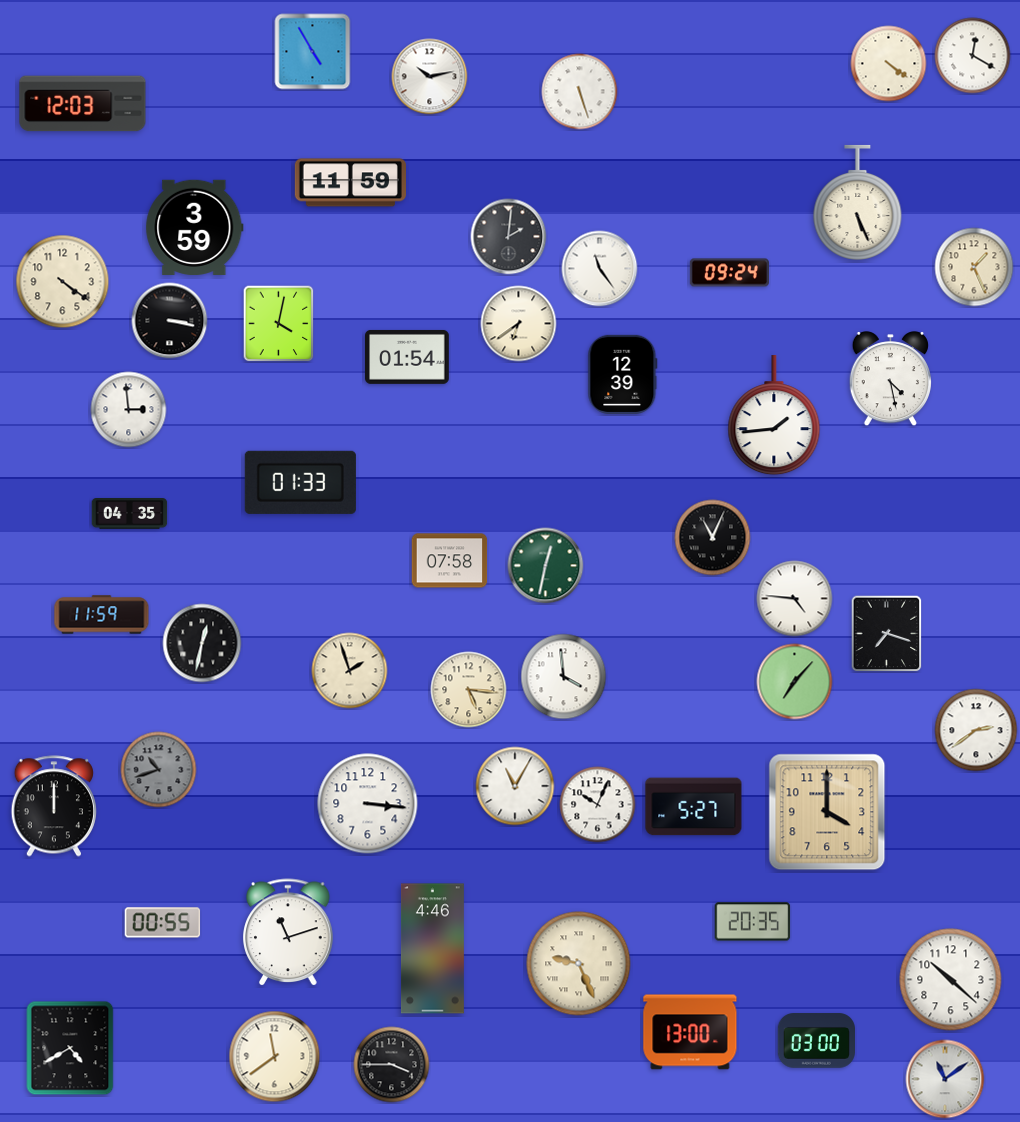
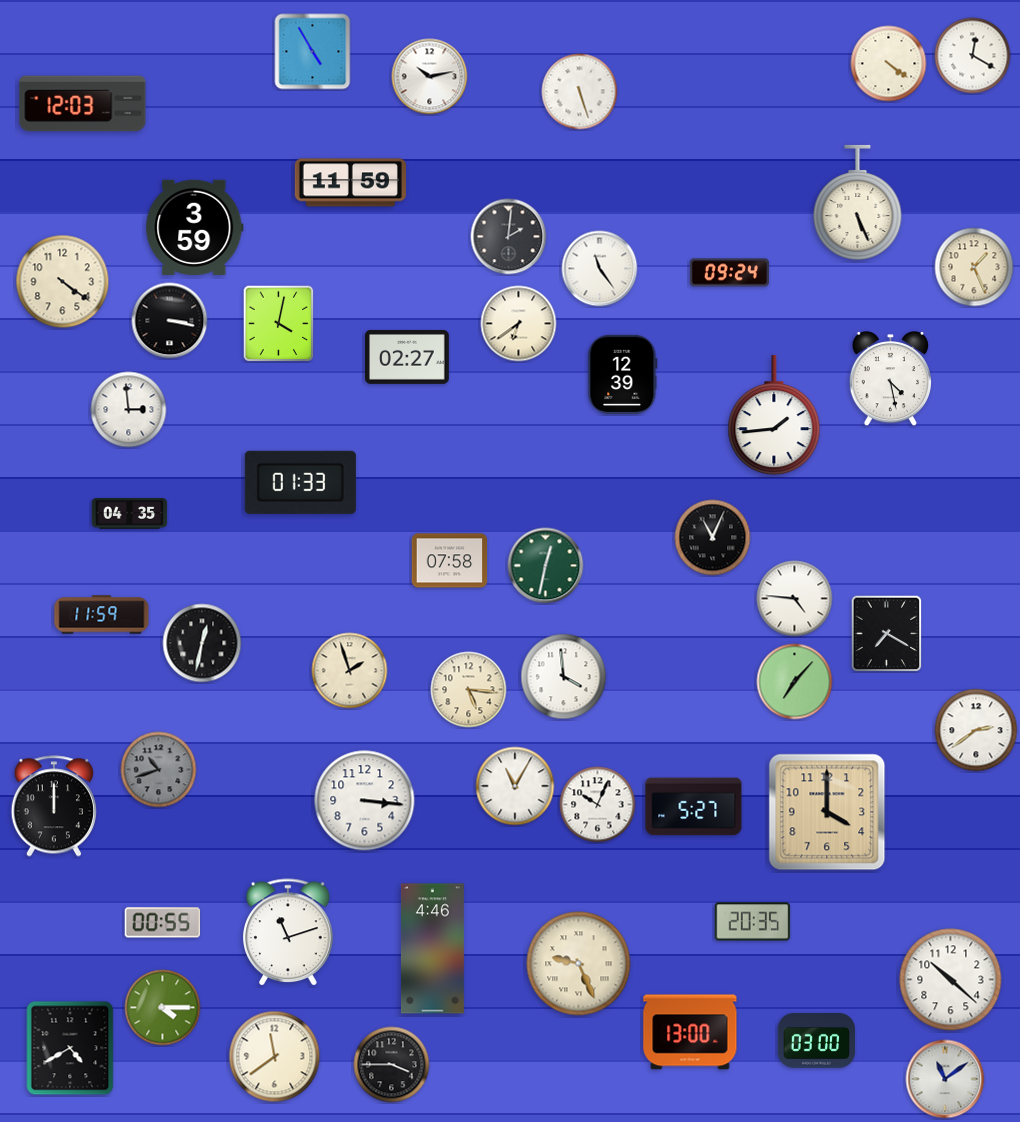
clock at (408, 357): 01:54 -> 02:27
clock at (887, 634): 7:18 -> 7:20
clock at (368, 804) position: (368, 804) -> (365, 801)
clock at (163, 1008): none -> 4:15
